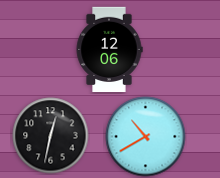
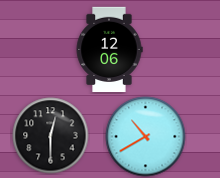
clock at (51, 136): 12:32 -> 12:30
